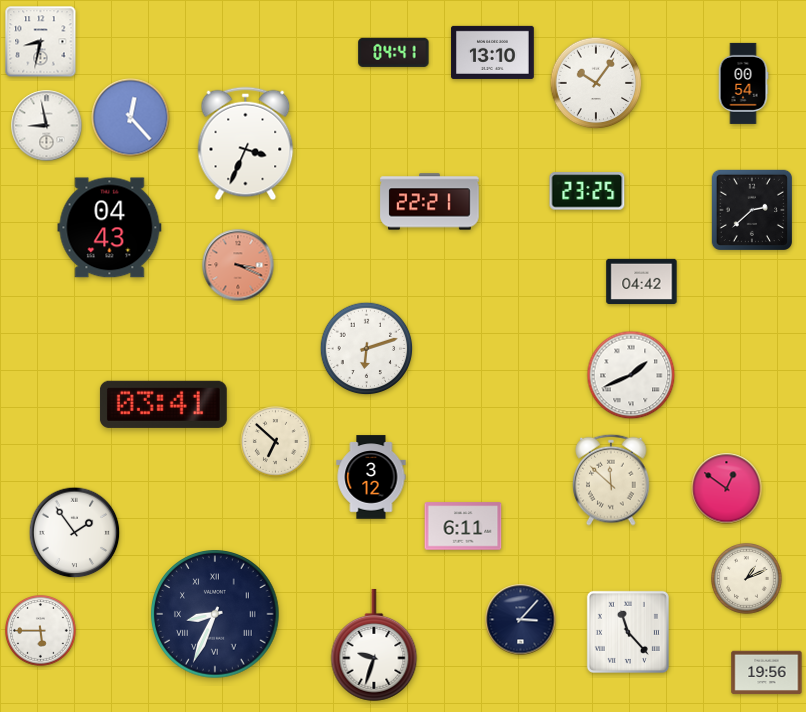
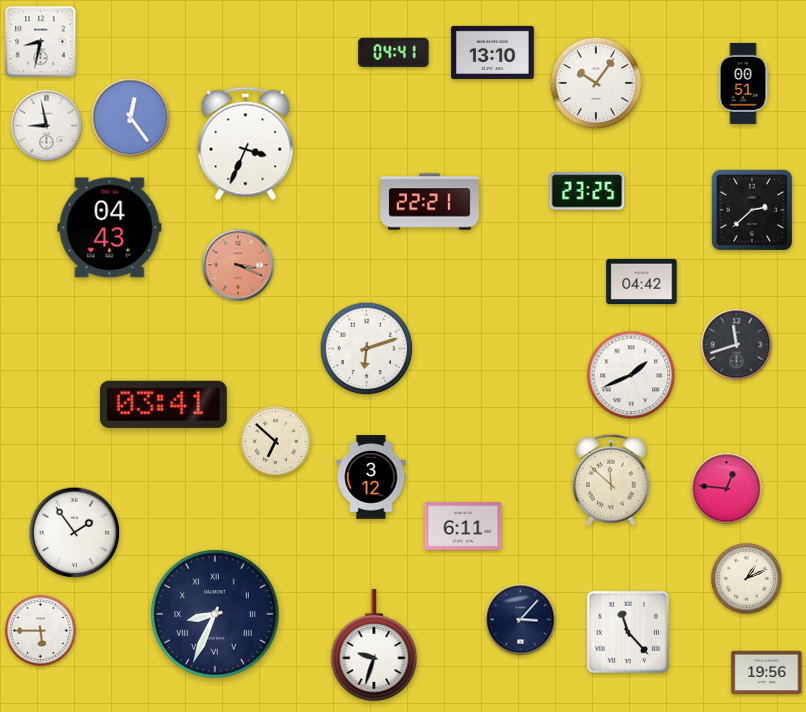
clock at (743, 83): 00:54 -> 00:51
clock at (131, 118): 12:23 -> 12:24
clock at (737, 345): none -> 11:42
clock at (727, 489): 12:51 -> 12:46
